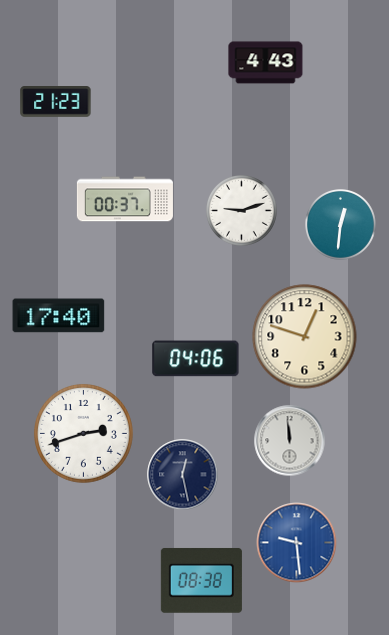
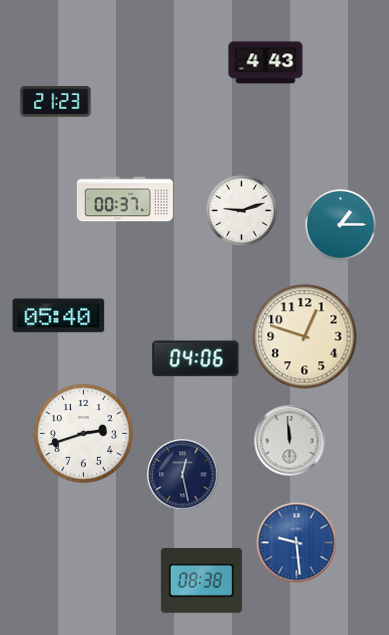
clock at (341, 225): 12:31 -> 1:15
clock at (59, 316): 17:40 -> 05:40
